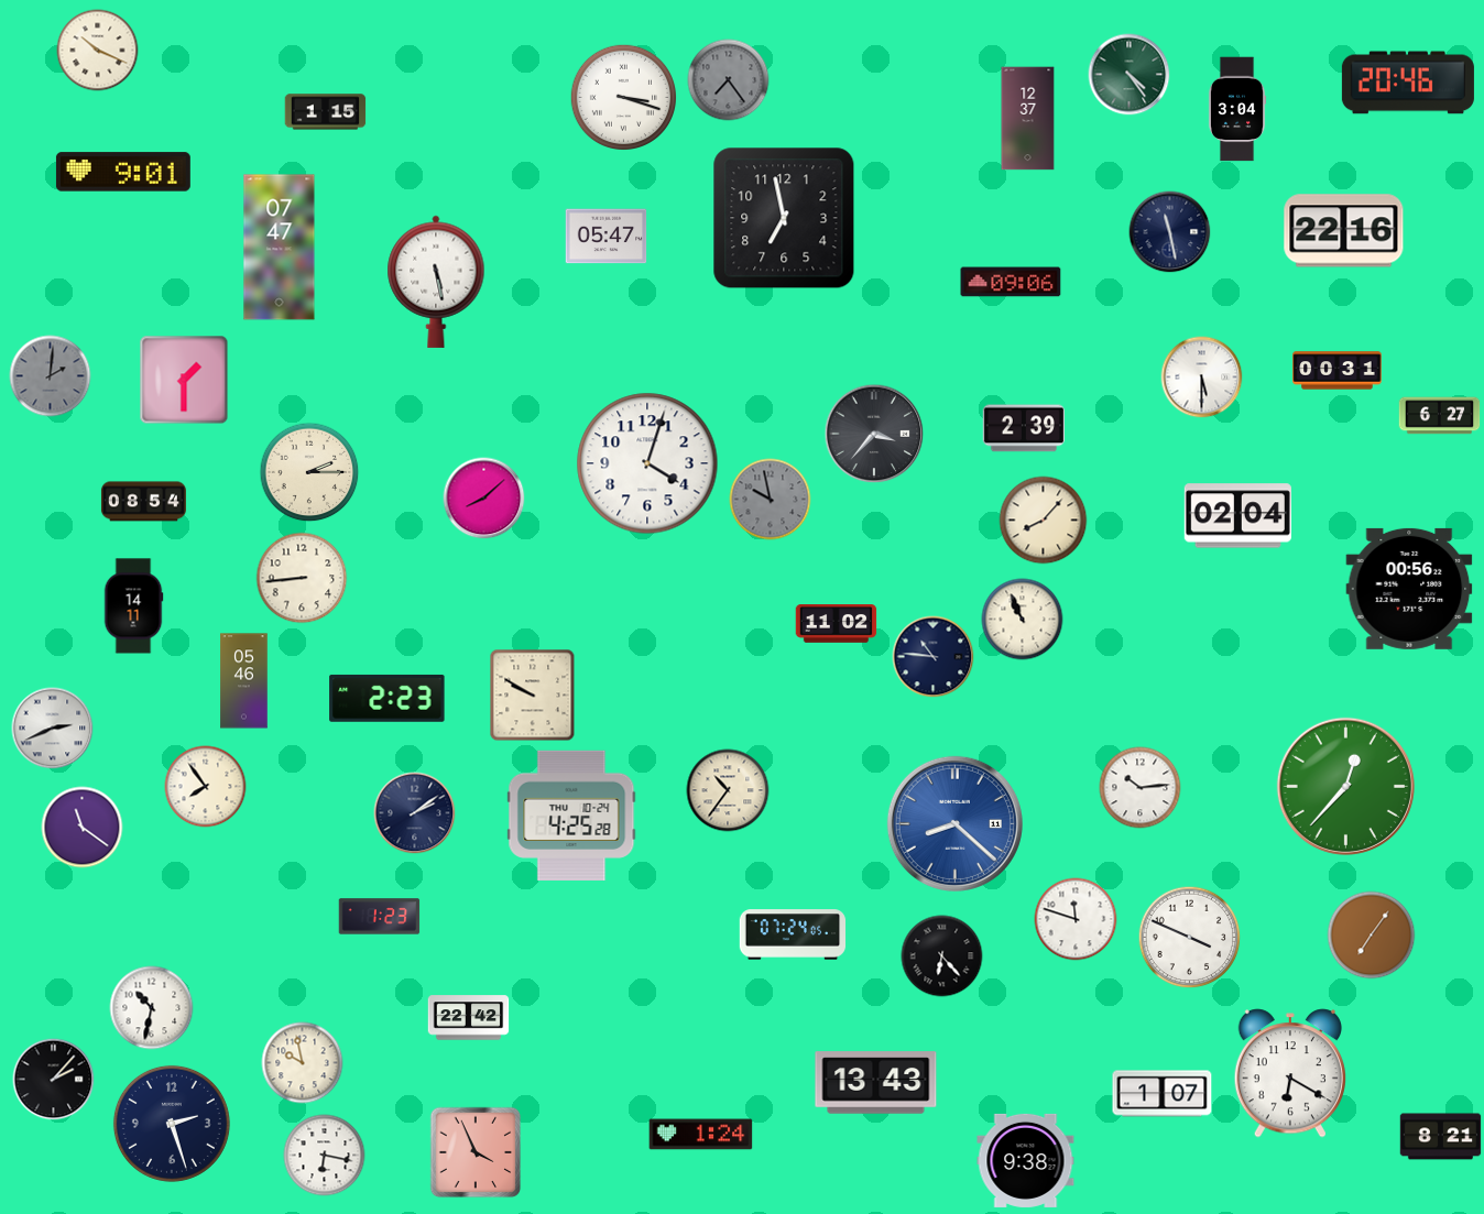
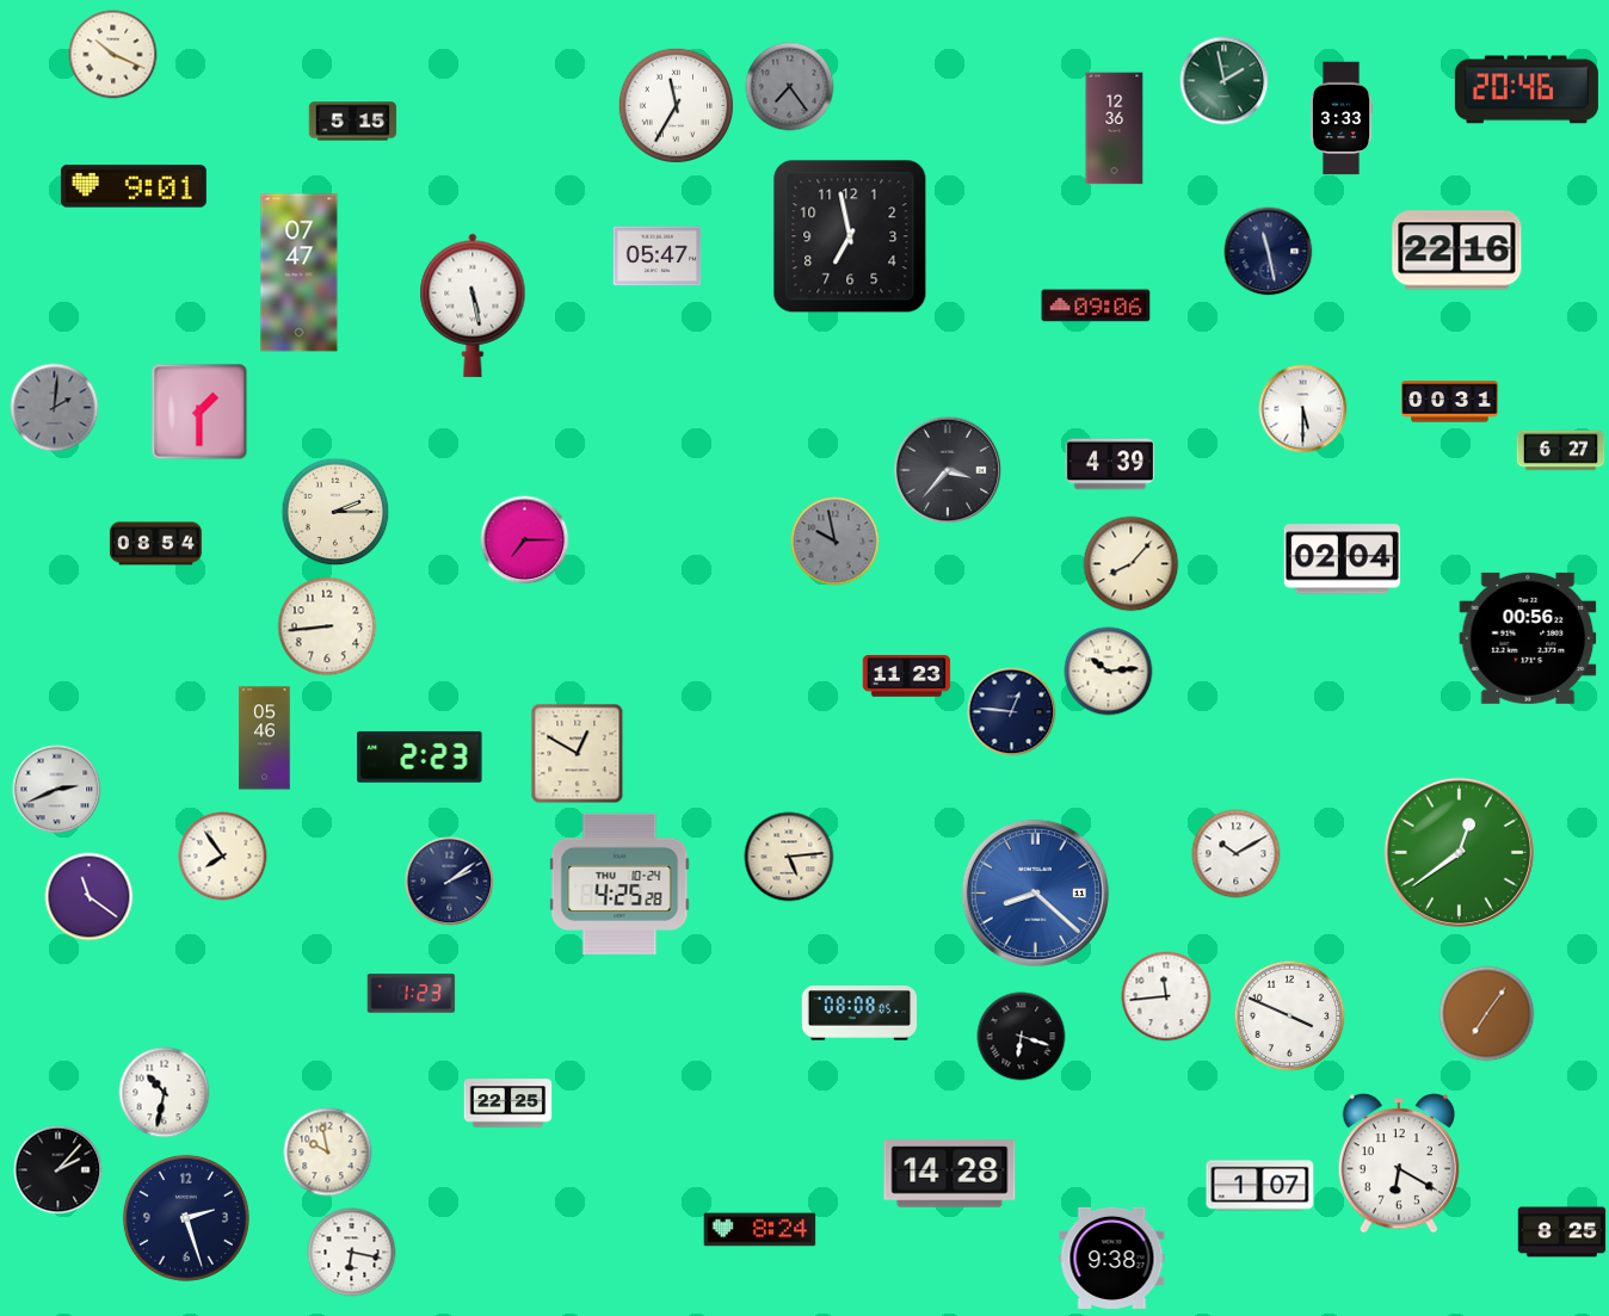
clock at (98, 51) position: (98, 51) -> (113, 55)
clock at (1130, 75): 4:24 -> 1:58
clock at (624, 98): 3:18 -> 11:35
clock at (1237, 109): 3:04 -> 3:33
clock at (326, 112): 1:15 -> 5:15
clock at (1028, 119): 12:37 -> 12:36
clock at (280, 248) position: (280, 248) -> (300, 273)
clock at (1023, 428): 2:39 -> 4:39
clock at (647, 463): 4:03 -> none
clock at (484, 499): 8:08 -> 7:15
clock at (133, 606): 14:11 -> none
clock at (1023, 620): 10:56 -> 10:14
clock at (837, 624): 11:02 -> 11:23
clock at (934, 657): 10:46 -> 12:46
clock at (533, 696): 9:50 -> 12:50
clock at (1345, 786): 12:37 -> 12:39
clock at (206, 787) position: (206, 787) -> (223, 857)
clock at (1141, 788): 10:14 -> 10:10
clock at (728, 790): 10:36 -> 5:14
clock at (1076, 919): 11:48 -> 11:44
clock at (793, 934): 07:24 -> 08:08
clock at (942, 956): 6:23 -> 6:18
clock at (469, 1018): 22:42 -> 22:25
clock at (876, 1083): 13:43 -> 14:28
clock at (701, 1135): 1:24 -> 8:24
clock at (1441, 1137): 8:21 -> 8:25
clock at (476, 1152): 3:56 -> none
